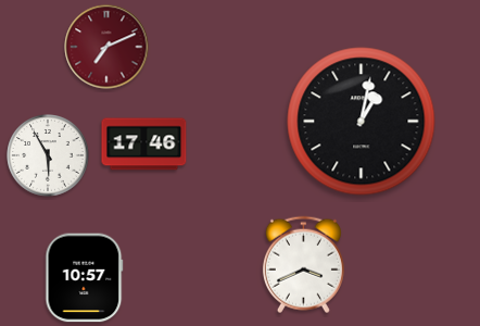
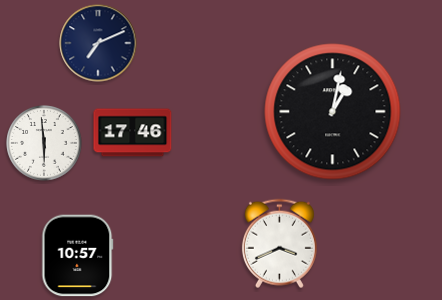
clock at (106, 47) dial: burgundy -> navy
clock at (48, 155): 5:55 -> 5:59
